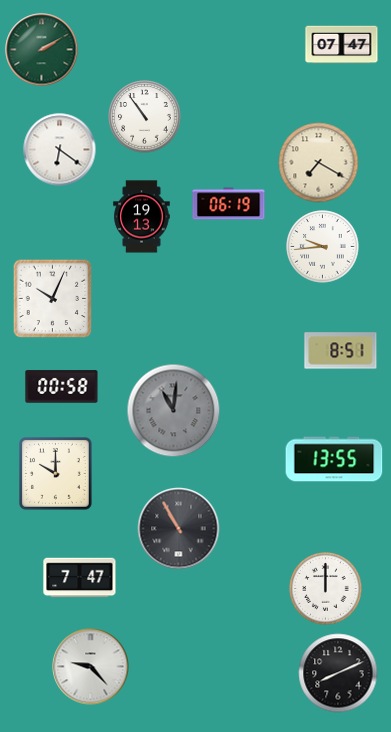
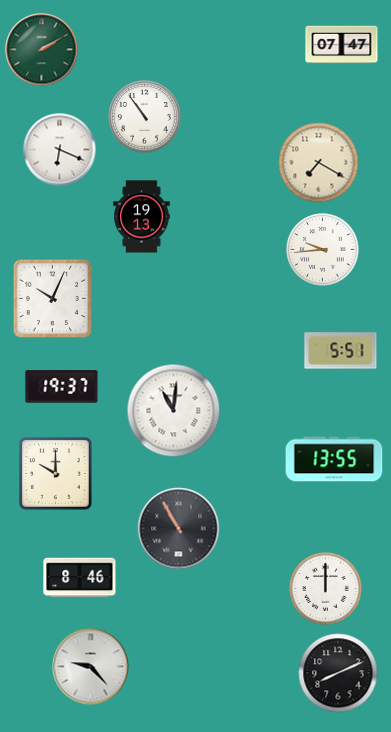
clock at (60, 150): 6:21 -> 6:19
clock at (229, 204): 06:19 -> none
clock at (323, 247) position: (323, 247) -> (323, 250)
clock at (341, 351): 8:51 -> 5:51
clock at (62, 387): 00:58 -> 19:37
clock at (174, 411) dial: grey -> white
clock at (80, 578): 7:47 -> 8:46
